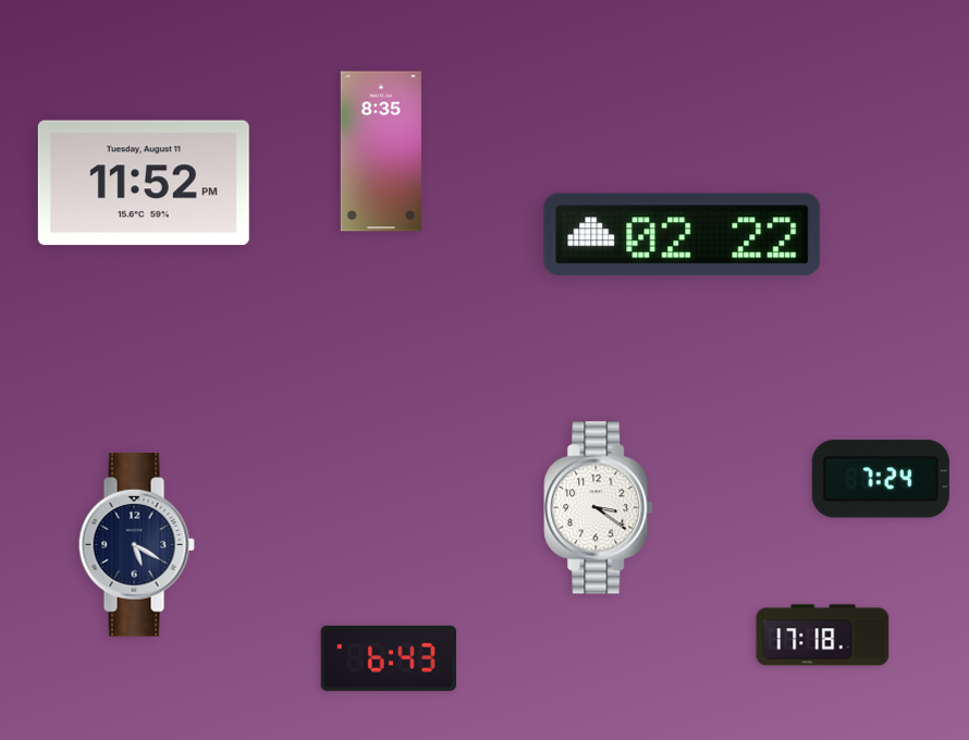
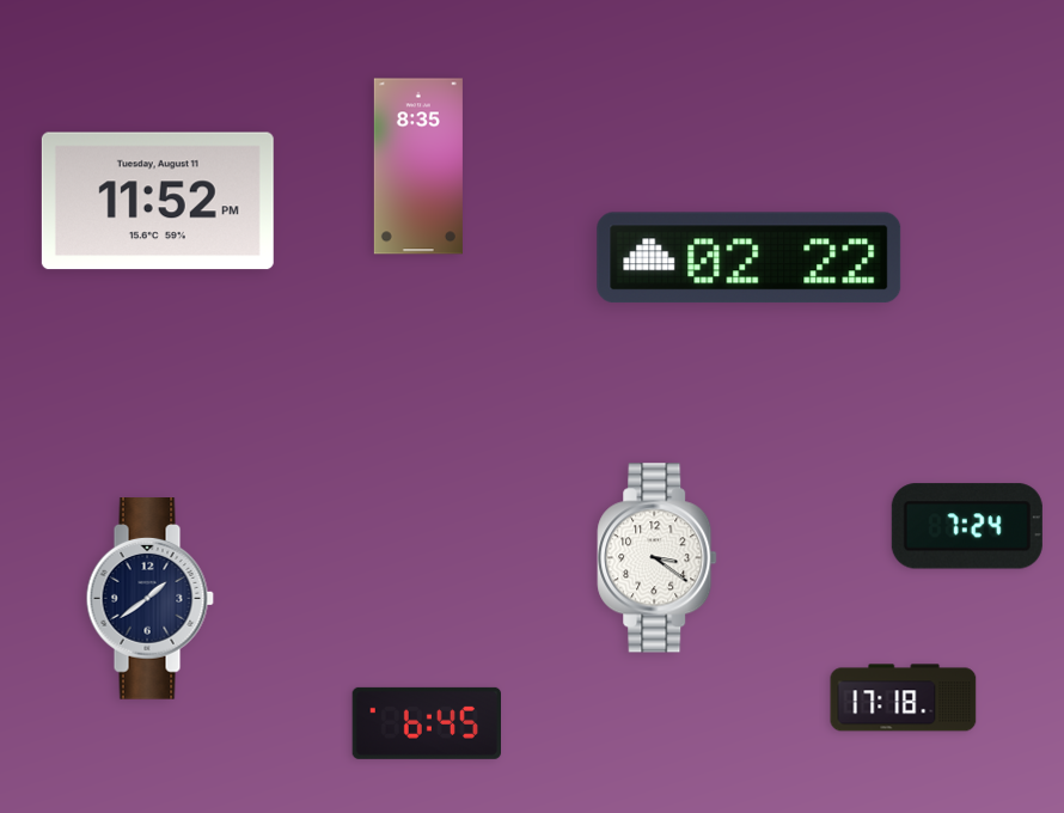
clock at (136, 545): 5:20 -> 1:39
clock at (388, 658): 6:43 -> 6:45
